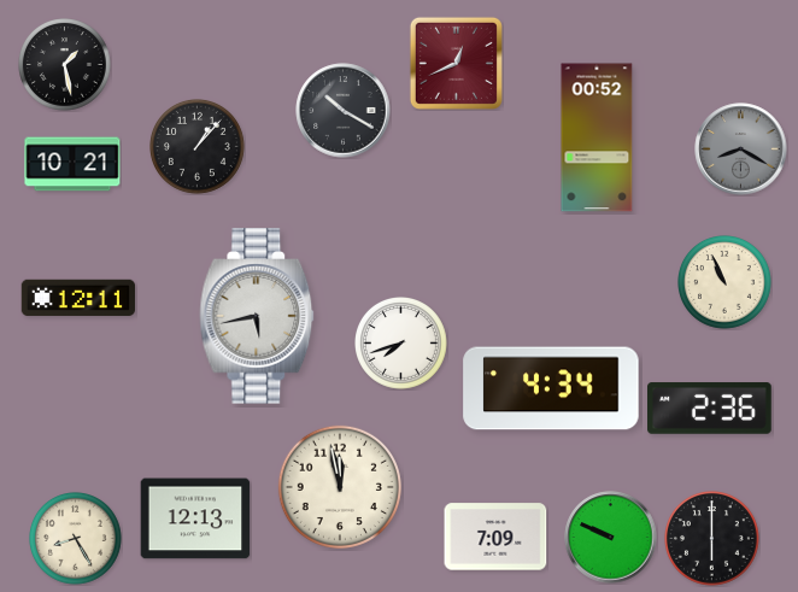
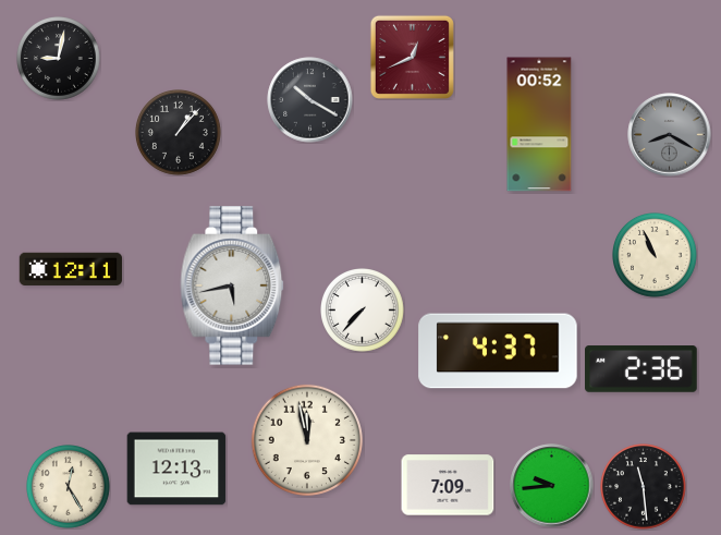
clock at (65, 65): 1:28 -> 9:02
clock at (72, 164): 10:21 -> none
clock at (401, 344): 7:42 -> 7:37
clock at (551, 388): 4:34 -> 4:37
clock at (611, 538): 9:49 -> 9:44
clock at (76, 539): 8:25 -> 12:25
clock at (712, 539): 6:00 -> 11:29
